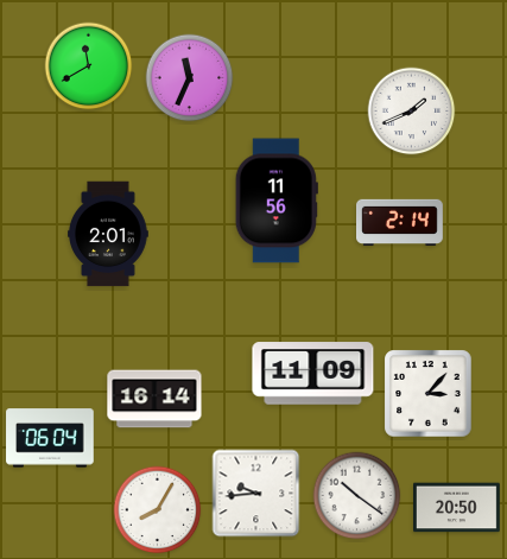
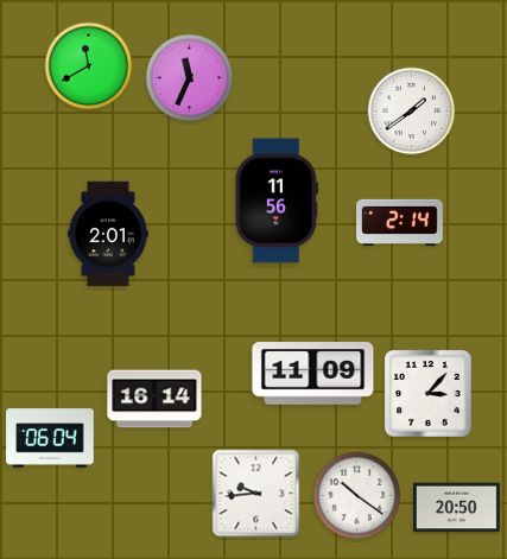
clock at (412, 112): 1:41 -> 1:39
clock at (158, 510): 8:05 -> none
